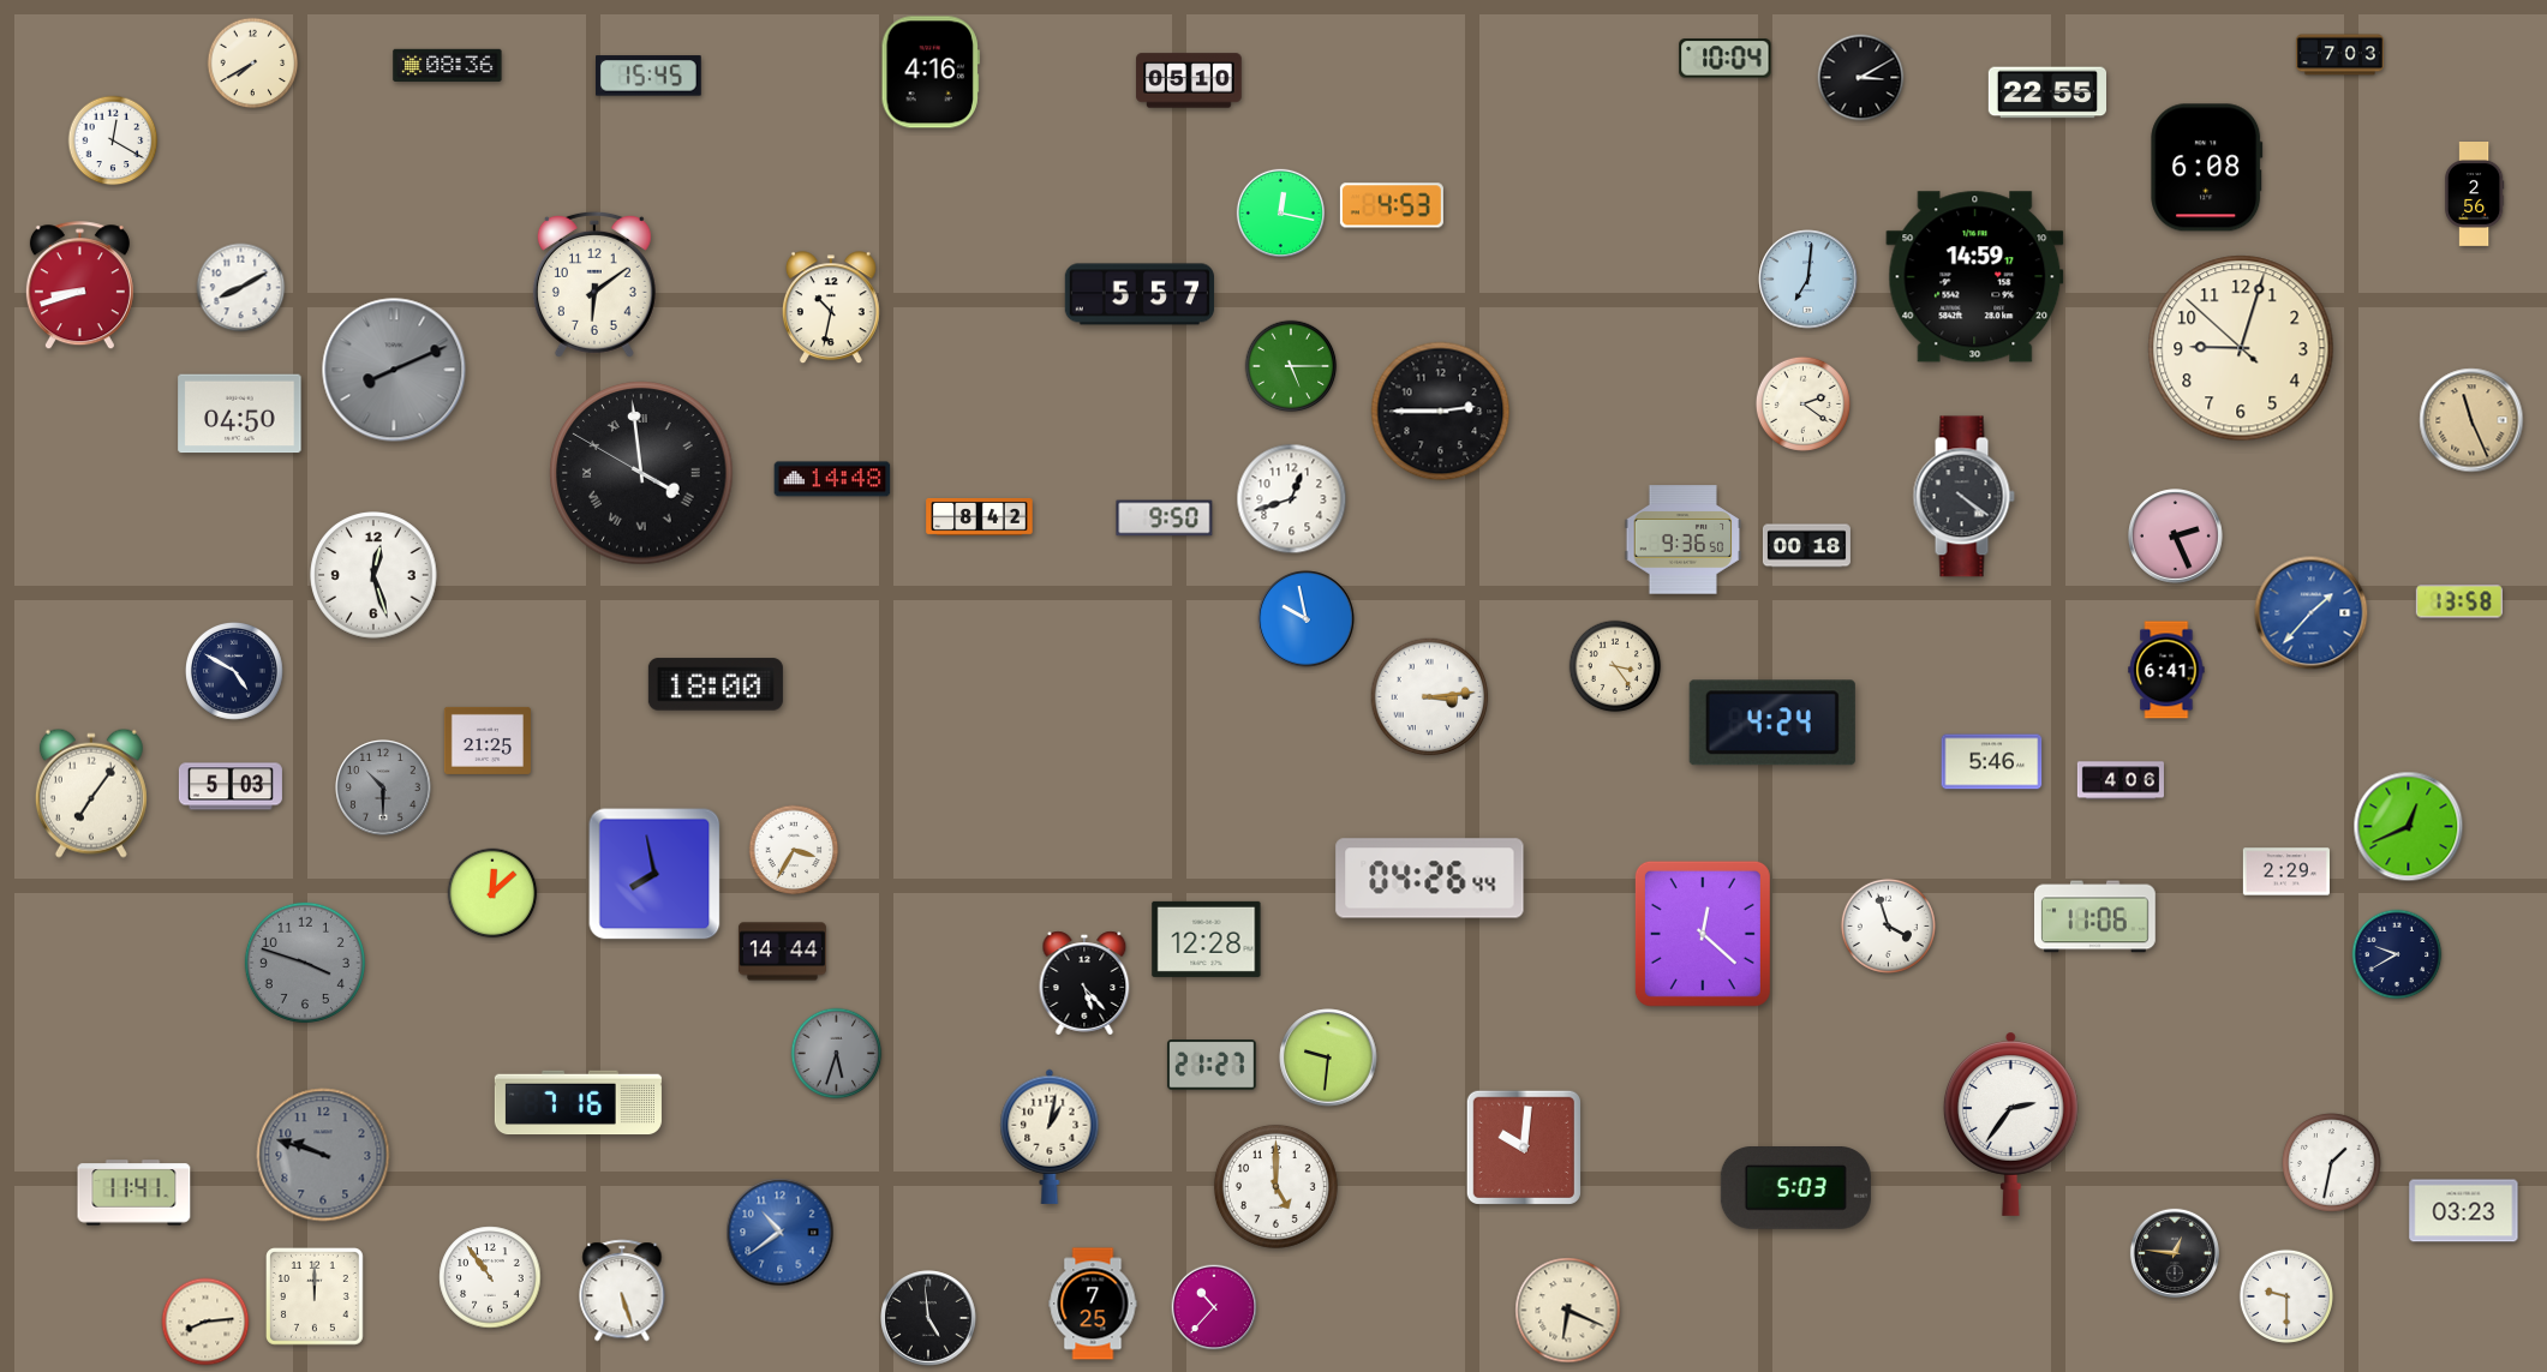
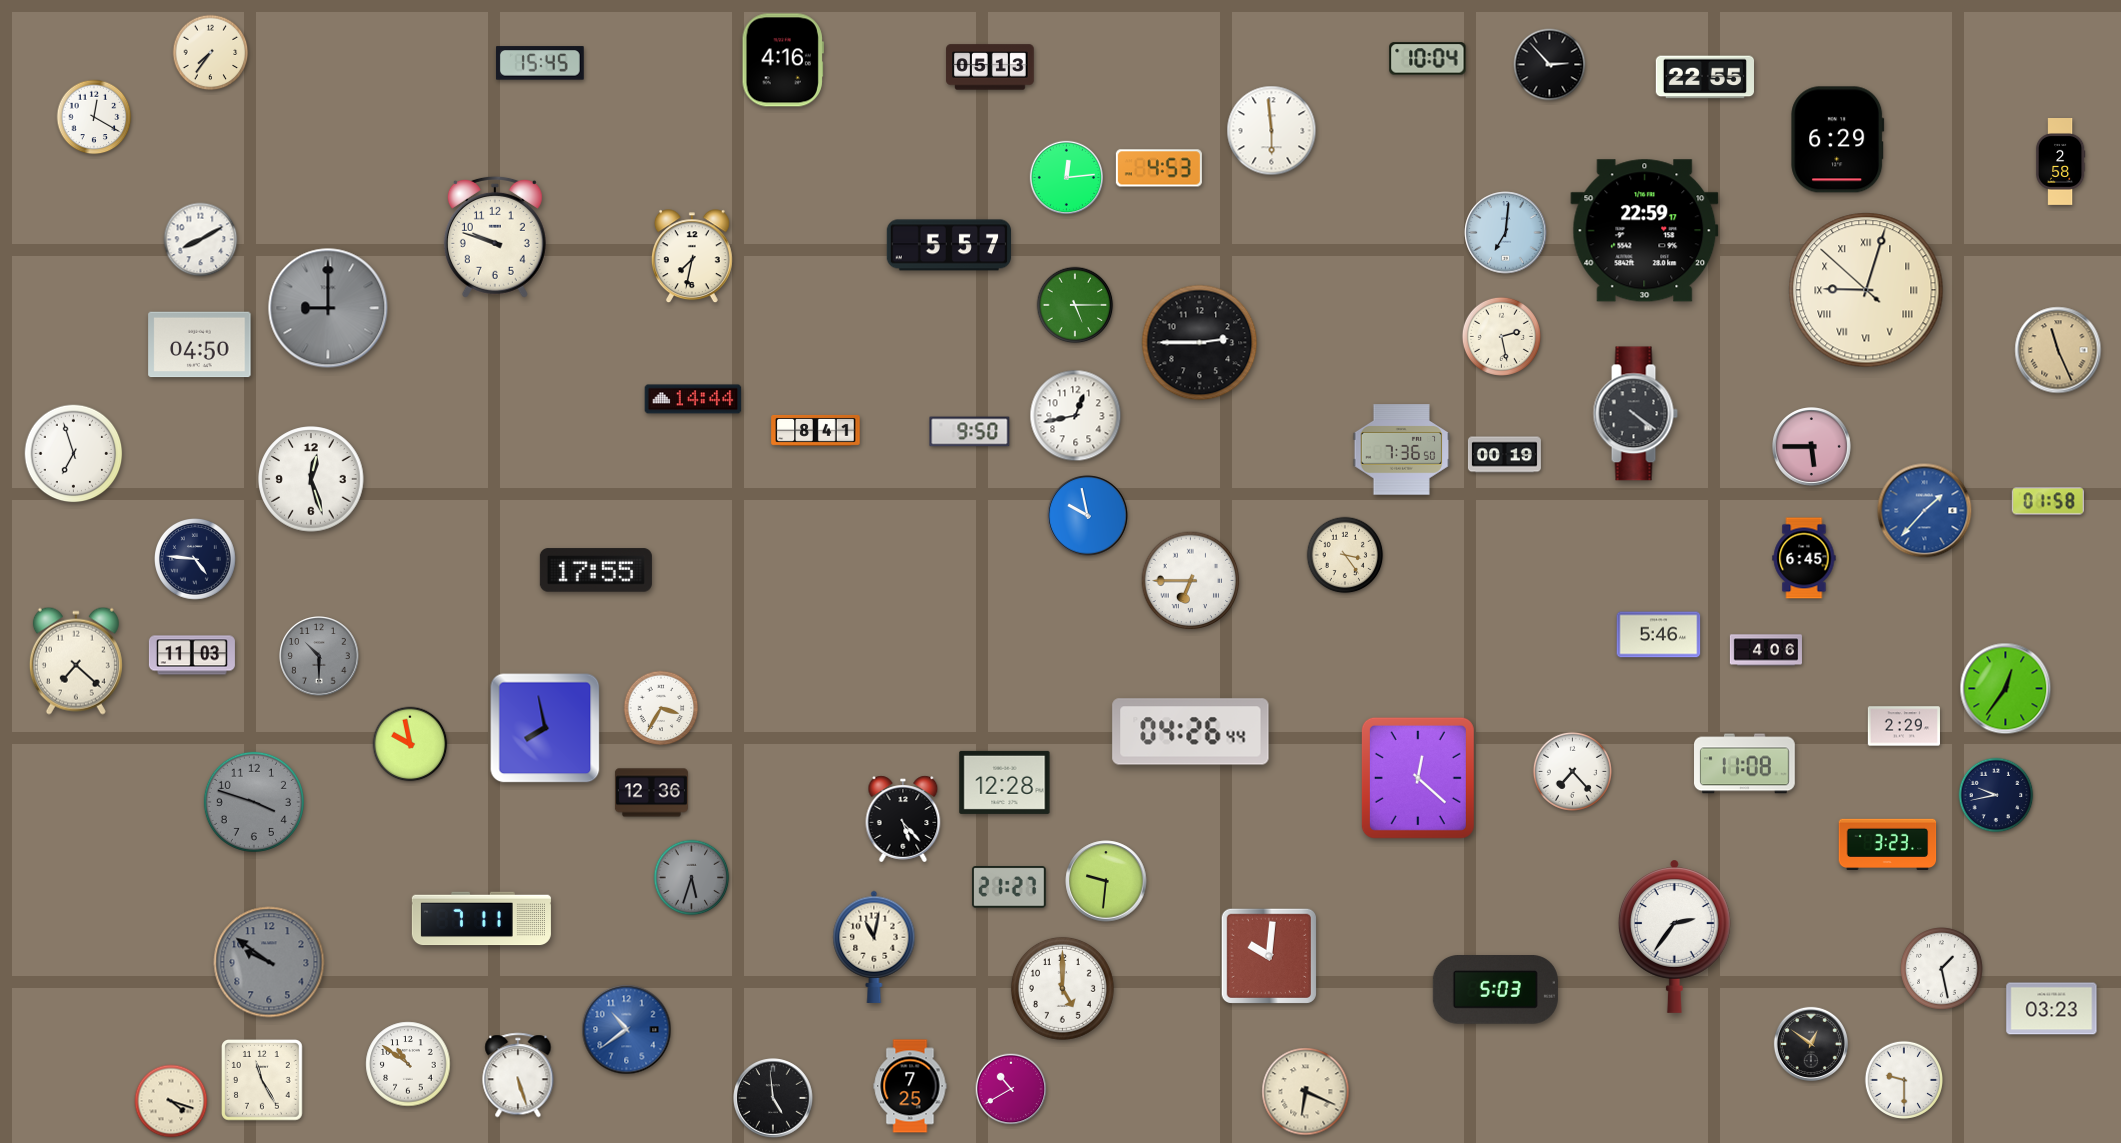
clock at (2339, 55): 7:03 -> none
clock at (1726, 59) position: (1726, 59) -> (1428, 59)
clock at (253, 64): 7:40 -> 7:36
clock at (448, 65): 08:36 -> none
clock at (931, 72) position: (931, 72) -> (783, 60)
clock at (1861, 78): 3:10 -> 2:53
clock at (1189, 80): 05:10 -> 05:13
clock at (1272, 131): none -> 5:59
clock at (2207, 168): 6:08 -> 6:29
clock at (2474, 194): 2:56 -> 2:58
clock at (1392, 205) position: (1392, 205) -> (1159, 168)
clock at (1280, 212): 12:17 -> 12:14
clock at (1975, 277): 14:59 -> 22:59
clock at (594, 284): 6:09 -> 9:48
clock at (79, 286): 8:42 -> none
clock at (831, 308): 10:32 -> 7:32
clock at (2241, 348) numerals: Arabic -> Roman
clock at (394, 370): 8:11 -> 9:00
clock at (1802, 403): 2:21 -> 2:28
clock at (641, 473): 3:58 -> none
clock at (832, 479): 14:48 -> 14:44
clock at (1292, 499): 12:42 -> 12:43
clock at (980, 517): 8:42 -> 8:41
clock at (2176, 537): 2:26 -> 5:45
clock at (1684, 540): 9:36 -> 7:36
clock at (74, 454): none -> 6:57
clock at (1806, 546): 00:18 -> 00:19
clock at (2459, 601): 13:58 -> 01:58
clock at (2166, 670): 6:41 -> 6:45
clock at (235, 672): 4:50 -> 4:46
clock at (716, 684): 18:00 -> 17:55
clock at (1430, 697): 3:14 -> 6:45
clock at (1772, 723): 4:24 -> none
clock at (488, 741): 21:25 -> none
clock at (231, 786): 5:03 -> 11:03
clock at (91, 793): 7:06 -> 7:22
clock at (2409, 827): 12:41 -> 12:36
clock at (492, 893): 12:08 -> 9:58
clock at (2095, 917): 11:06 -> 11:08
clock at (1888, 925): 3:57 -> 7:23
clock at (782, 952): 14:44 -> 12:36
clock at (2397, 954): 9:40 -> 9:43
clock at (1888, 845): none -> 3:23
clock at (837, 1054) position: (837, 1054) -> (692, 878)
clock at (578, 1103): 7:16 -> 7:11
clock at (1050, 1137): 1:02 -> 11:02
clock at (323, 1155): 9:48 -> 9:51
clock at (2332, 1163): 1:32 -> 1:28
clock at (134, 1193): 11:41 -> none
clock at (781, 1233) position: (781, 1233) -> (627, 1030)
clock at (2175, 1253): 12:46 -> 12:51
clock at (490, 1277): 10:54 -> 10:51
clock at (316, 1298): 12:00 -> 11:25
clock at (1214, 1307): 10:37 -> 10:40
clock at (205, 1322): 8:14 -> 4:18
